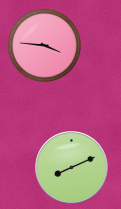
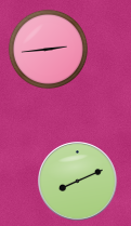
clock at (44, 45): 3:46 -> 2:44
